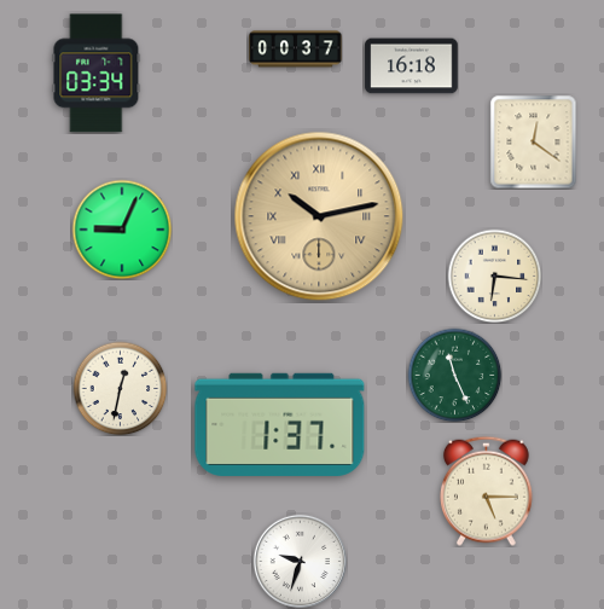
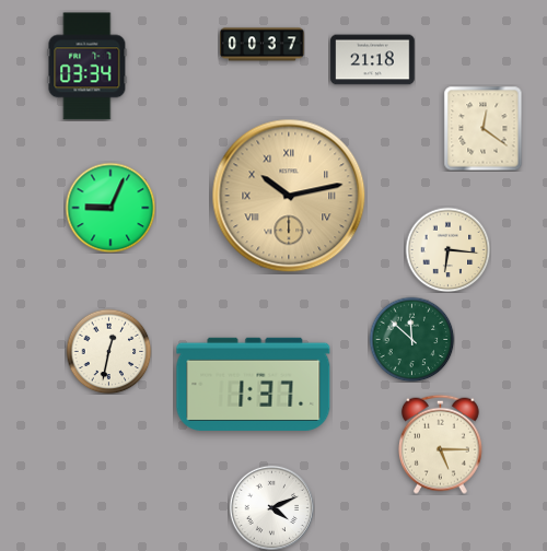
clock at (296, 50) position: (296, 50) -> (263, 45)
clock at (412, 66): 16:18 -> 21:18
clock at (454, 375): 11:26 -> 11:52
clock at (300, 561): 9:33 -> 4:11
